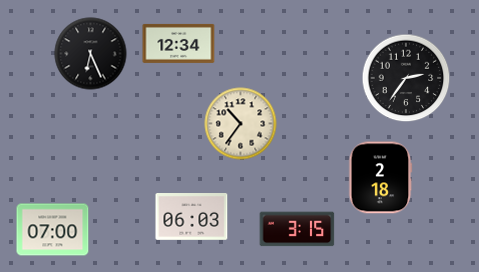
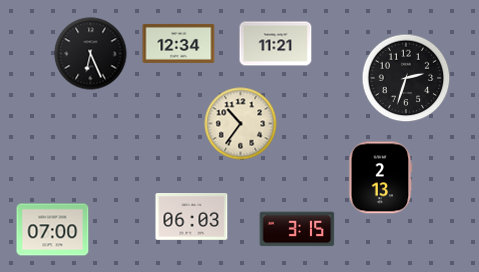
clock at (276, 44): none -> 11:21
clock at (406, 78): 2:36 -> 2:33
clock at (381, 178): 2:18 -> 2:13
